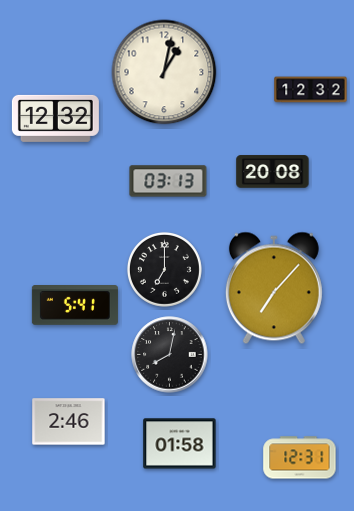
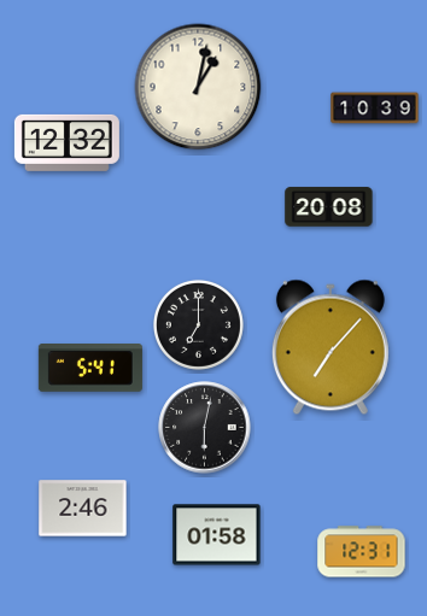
clock at (311, 90): 12:32 -> 10:39
clock at (168, 181): 03:13 -> none
clock at (170, 355): 8:02 -> 6:02
